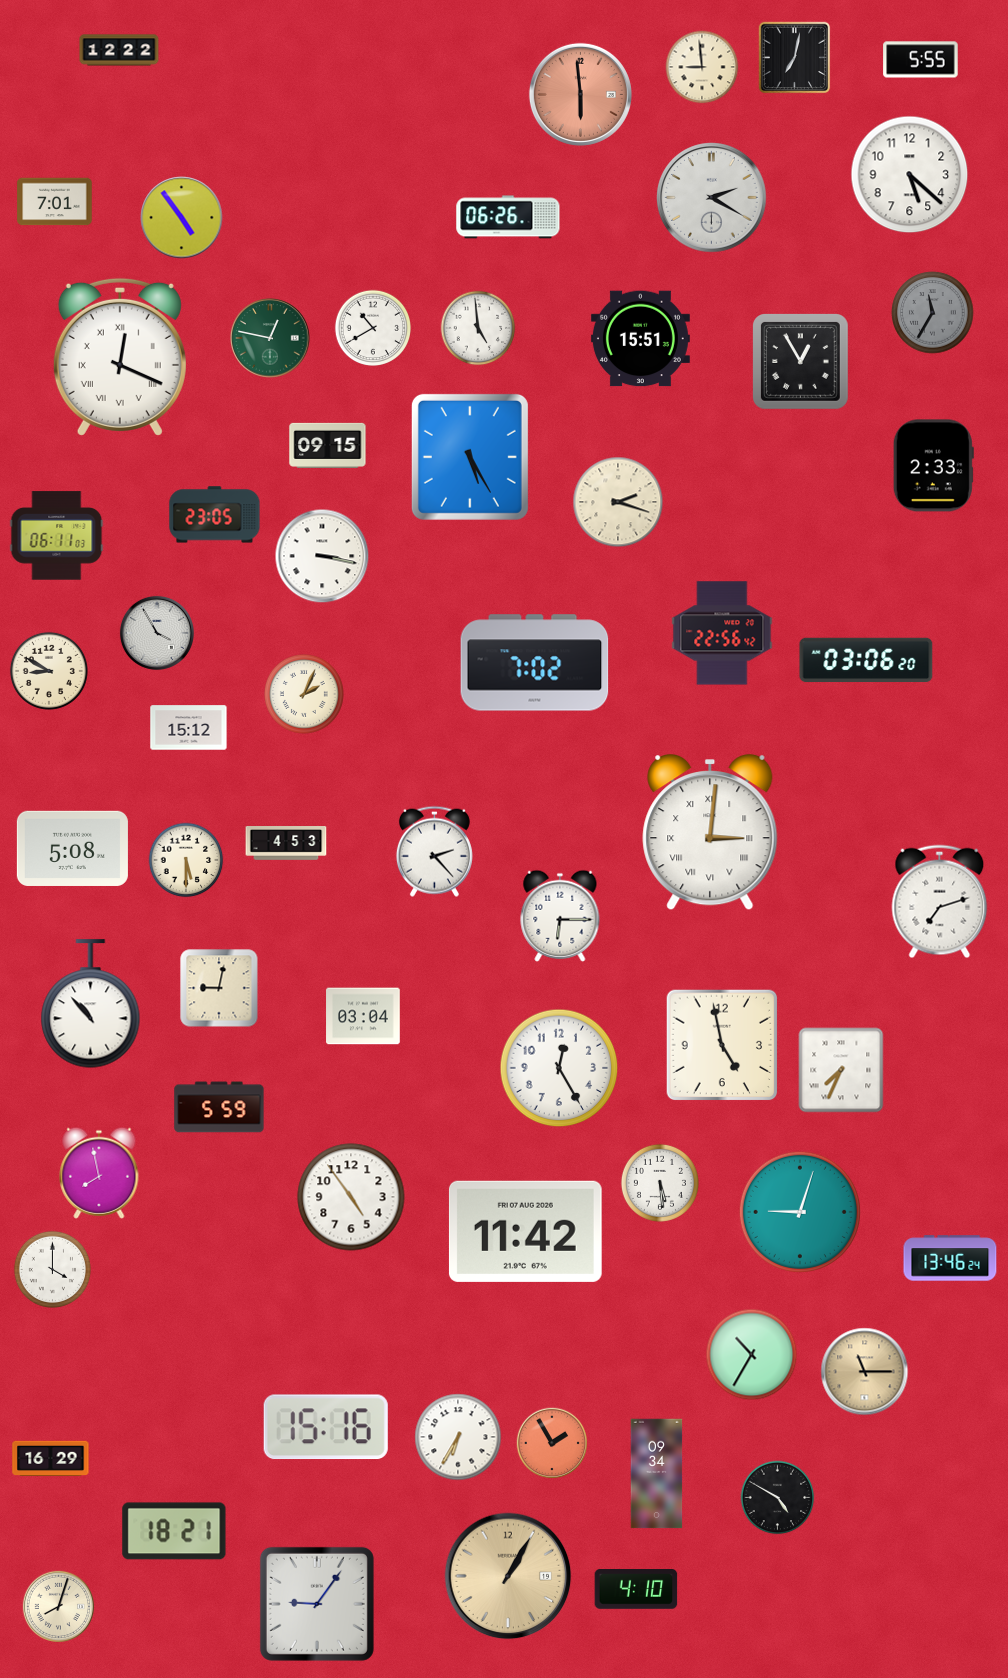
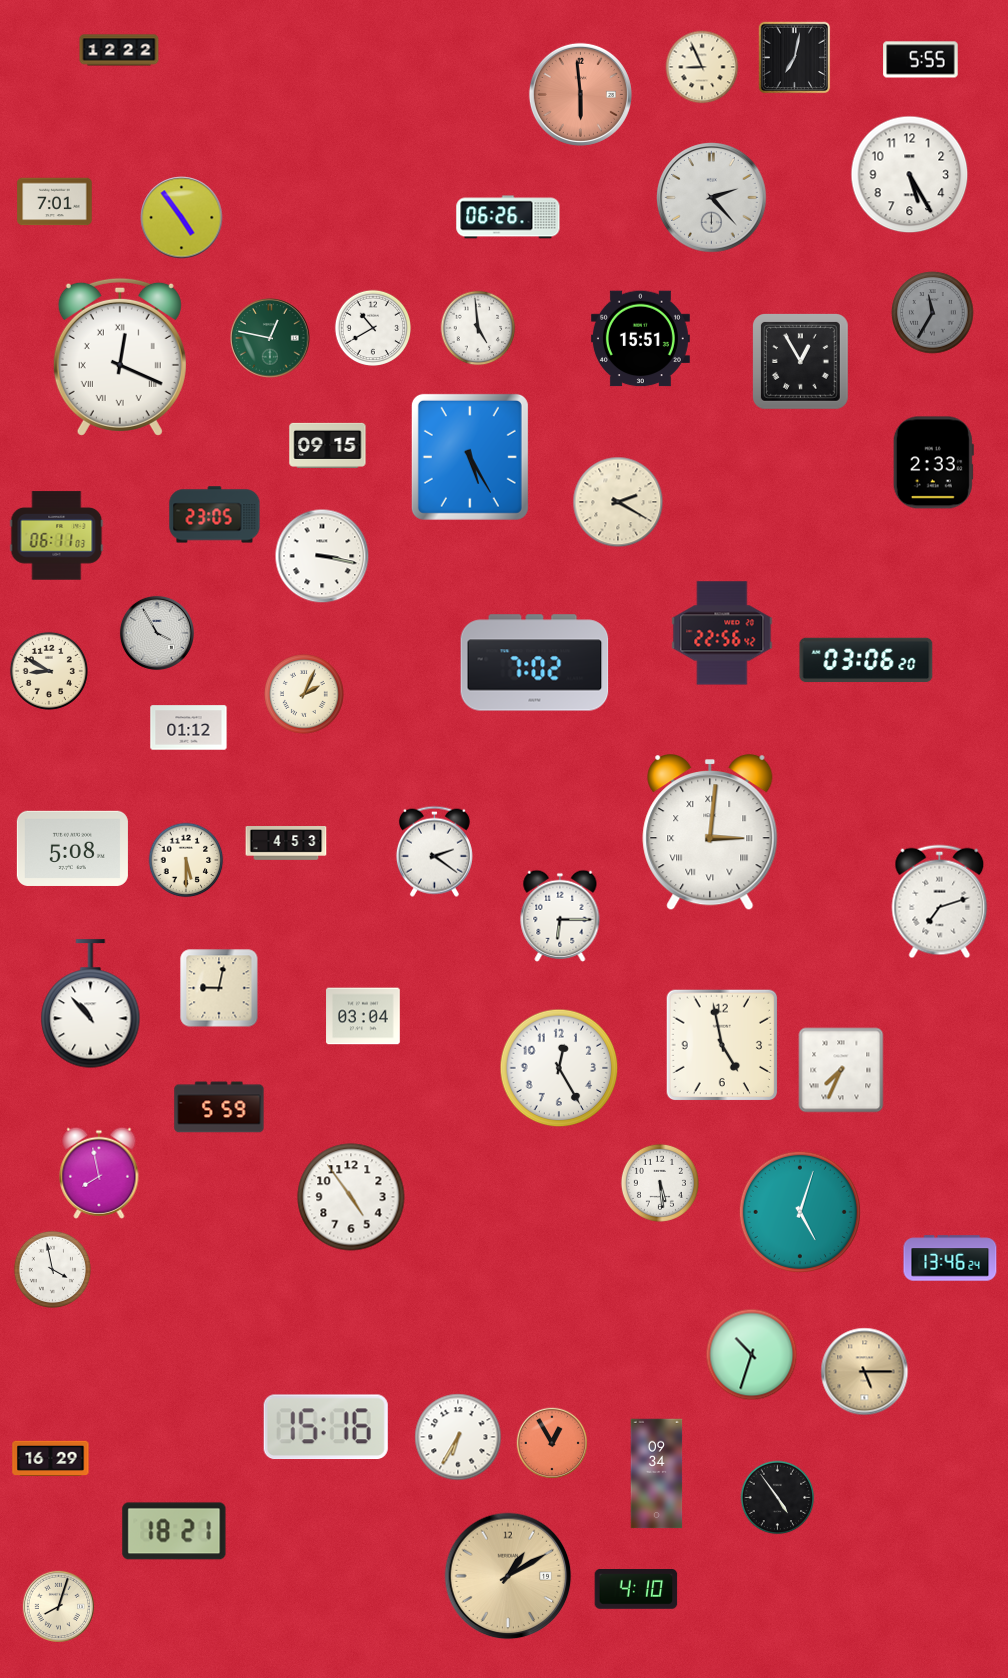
clock at (702, 67): 8:59 -> 8:56
clock at (910, 175): 5:22 -> 5:25
clock at (712, 198): 2:20 -> 2:23
clock at (933, 466) position: (933, 466) -> (933, 463)
clock at (618, 502): 2:18 -> 2:20
clock at (189, 728): 15:12 -> 01:12
clock at (434, 851): 2:23 -> 2:21
clock at (800, 1212): 9:03 -> 5:03
clock at (525, 1231): 11:42 -> none
clock at (52, 1269): 4:00 -> 3:58
clock at (752, 1355): 10:35 -> 10:33
clock at (865, 1372): 11:15 -> 5:15
clock at (552, 1443): 1:55 -> 12:55
clock at (778, 1498): 4:50 -> 4:54
clock at (508, 1576): 1:05 -> 1:10
clock at (317, 1604): 9:06 -> none
